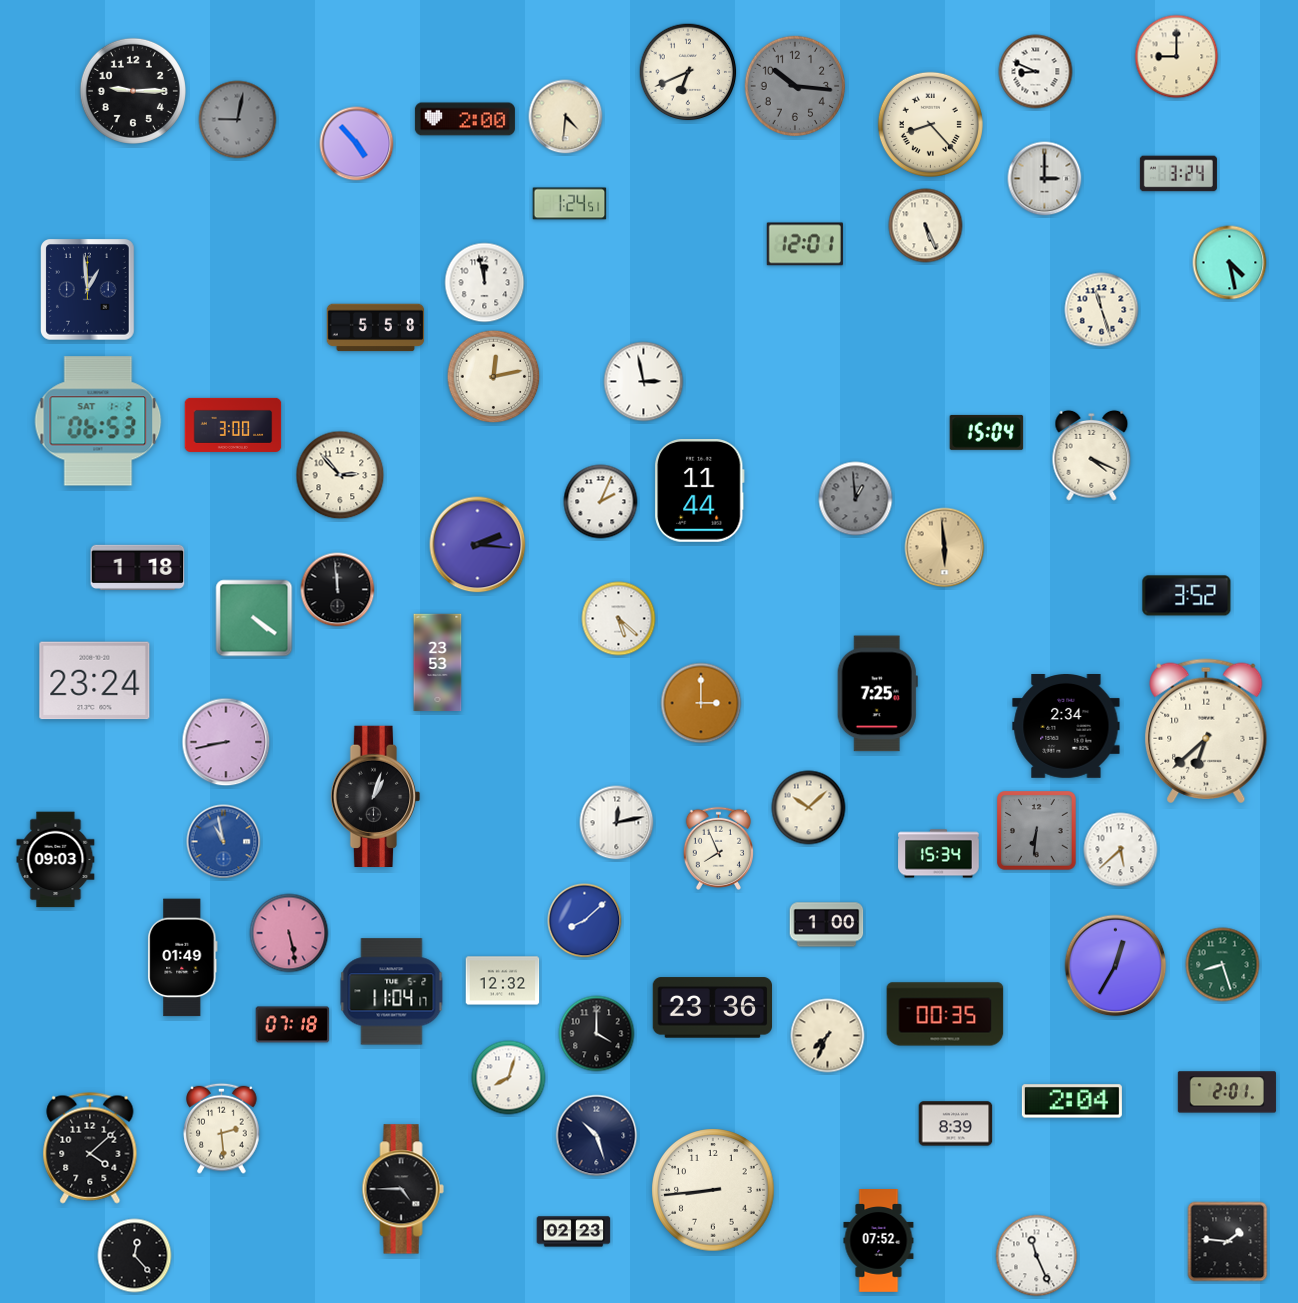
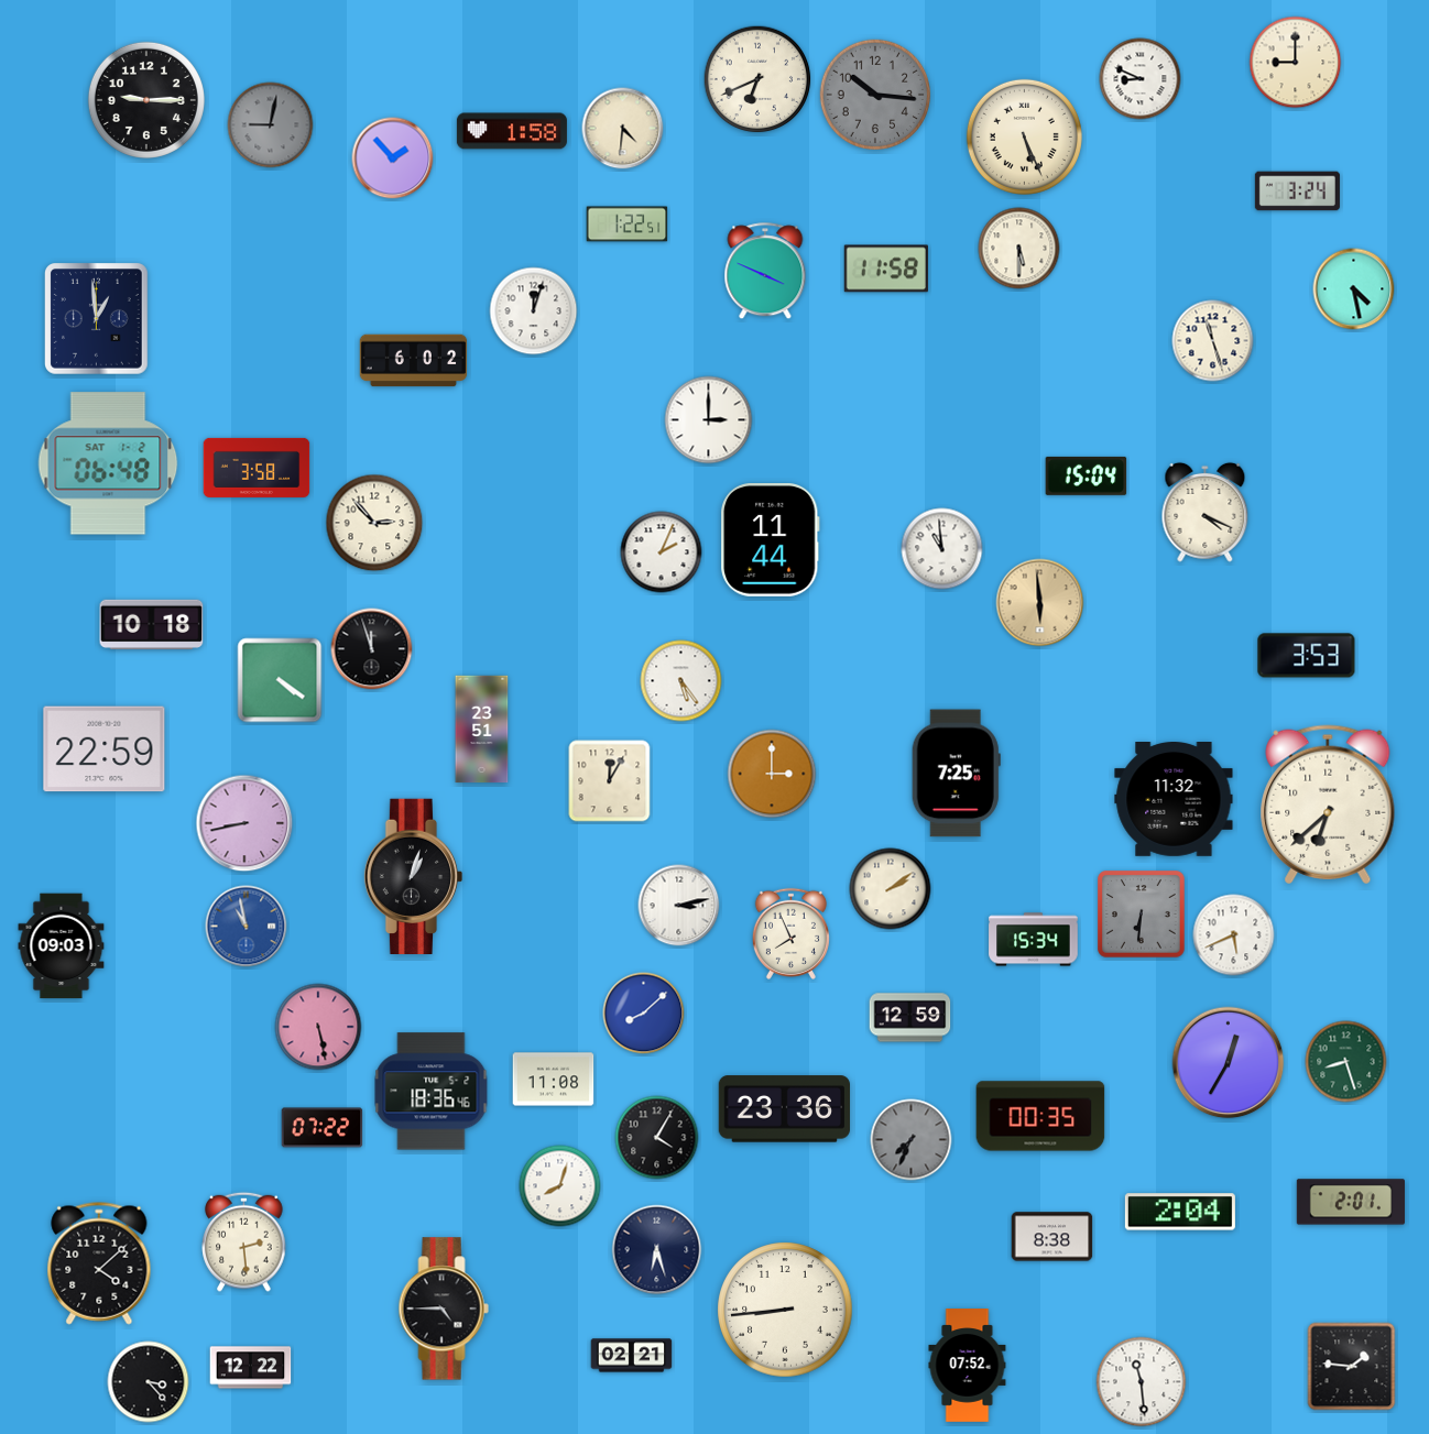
clock at (465, 119): 2:00 -> 1:58
clock at (238, 120) position: (238, 120) -> (271, 125)
clock at (930, 124): 8:23 -> 5:26
clock at (357, 144): 4:53 -> 1:53
clock at (1045, 179): 3:00 -> none
clock at (570, 204): 1:24 -> 1:22
clock at (926, 226): 5:26 -> 5:30
clock at (805, 244): 12:01 -> 11:58
clock at (765, 272): none -> 3:49
clock at (485, 283): 11:58 -> 12:03
clock at (376, 328): 5:58 -> 6:02
clock at (494, 377): 12:13 -> none
clock at (644, 382): 2:58 -> 3:00
clock at (98, 421): 06:53 -> 06:48
clock at (233, 425): 3:00 -> 3:58
clock at (1092, 455) position: (1092, 455) -> (1206, 512)
clock at (856, 499): 12:59 -> 10:59
clock at (856, 499) dial: grey -> white
clock at (478, 545): 2:16 -> none
clock at (138, 567): 1:18 -> 10:18
clock at (338, 590): 11:59 -> 11:57
clock at (1187, 596): 3:52 -> 3:53
clock at (619, 619): 5:22 -> 5:24
clock at (438, 663): 23:53 -> 23:51
clock at (95, 681): 23:24 -> 22:59
clock at (877, 694) position: (877, 694) -> (956, 774)
clock at (610, 781): none -> 12:05
clock at (1066, 727): 2:34 -> 11:32
clock at (226, 742) position: (226, 742) -> (244, 823)
clock at (809, 808): 10:08 -> 2:09
clock at (617, 823): 12:13 -> 3:13
clock at (1121, 850): 5:38 -> 5:41
clock at (827, 925): 1:00 -> 12:59
clock at (183, 958): 01:49 -> none
clock at (503, 981): 12:32 -> 11:08
clock at (392, 992): 11:04 -> 18:36
clock at (293, 1025): 07:18 -> 07:22
clock at (597, 1034): 4:00 -> 4:05
clock at (828, 1036) dial: cream -> grey
clock at (956, 1124): 8:39 -> 8:38
clock at (597, 1136): 10:27 -> 6:27
clock at (574, 1232): 02:23 -> 02:21
clock at (251, 1368): none -> 12:22
clock at (135, 1256): 12:23 -> 3:23
clock at (1037, 1256): 11:26 -> 11:29
